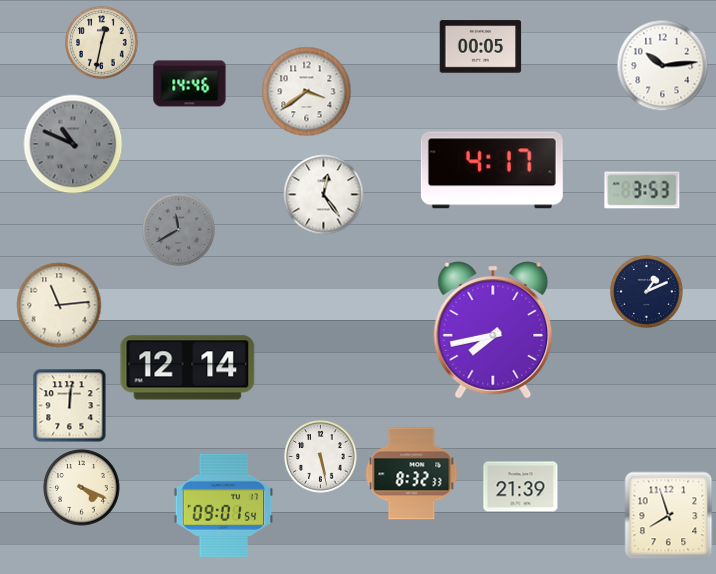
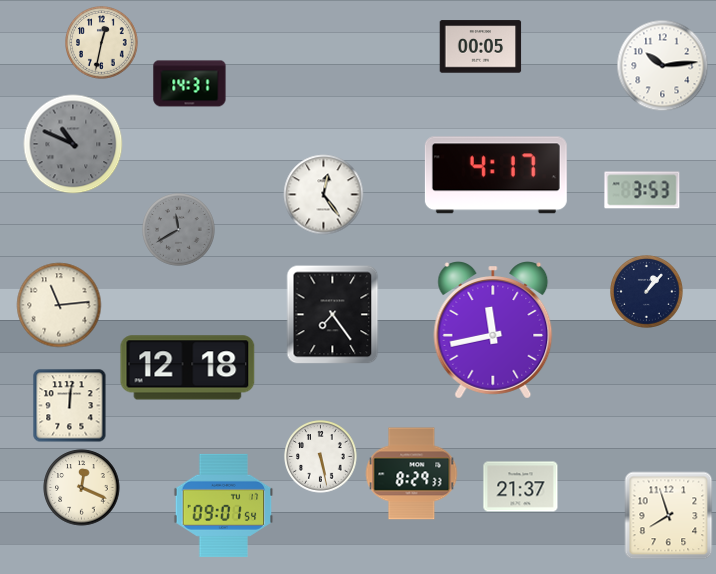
clock at (190, 84): 14:46 -> 14:31
clock at (307, 92): 3:39 -> none
clock at (492, 170) position: (492, 170) -> (496, 175)
clock at (647, 292): 1:11 -> 1:07
clock at (333, 315): none -> 7:24
clock at (493, 330): 7:43 -> 11:43
clock at (188, 368): 12:14 -> 12:18
clock at (412, 474): 8:32 -> 8:29
clock at (521, 487): 21:39 -> 21:37
clock at (82, 488): 4:19 -> 12:19
